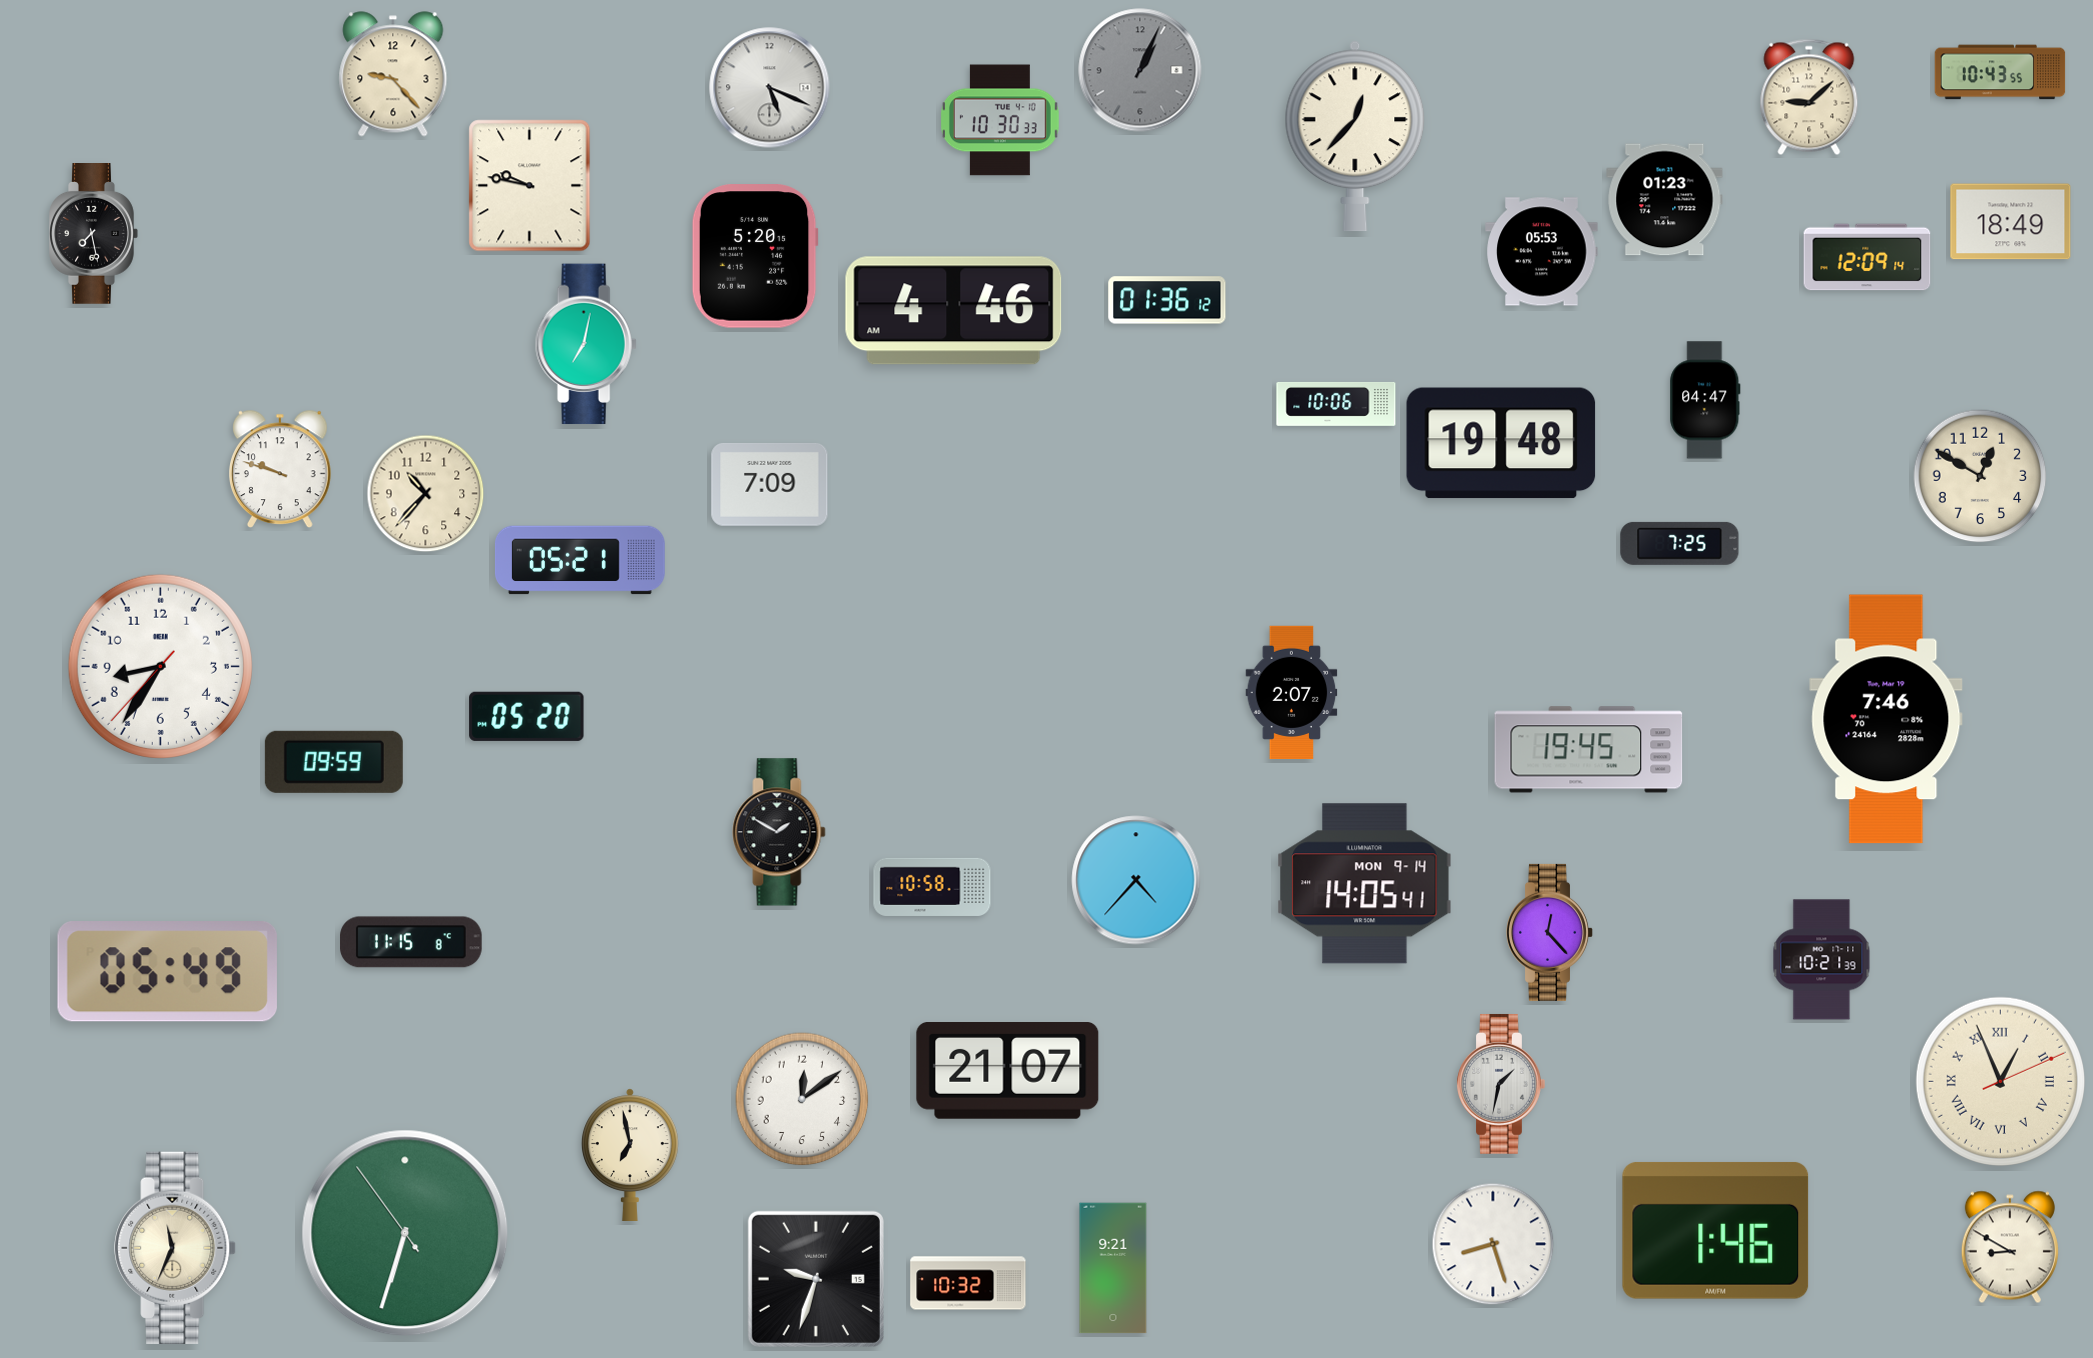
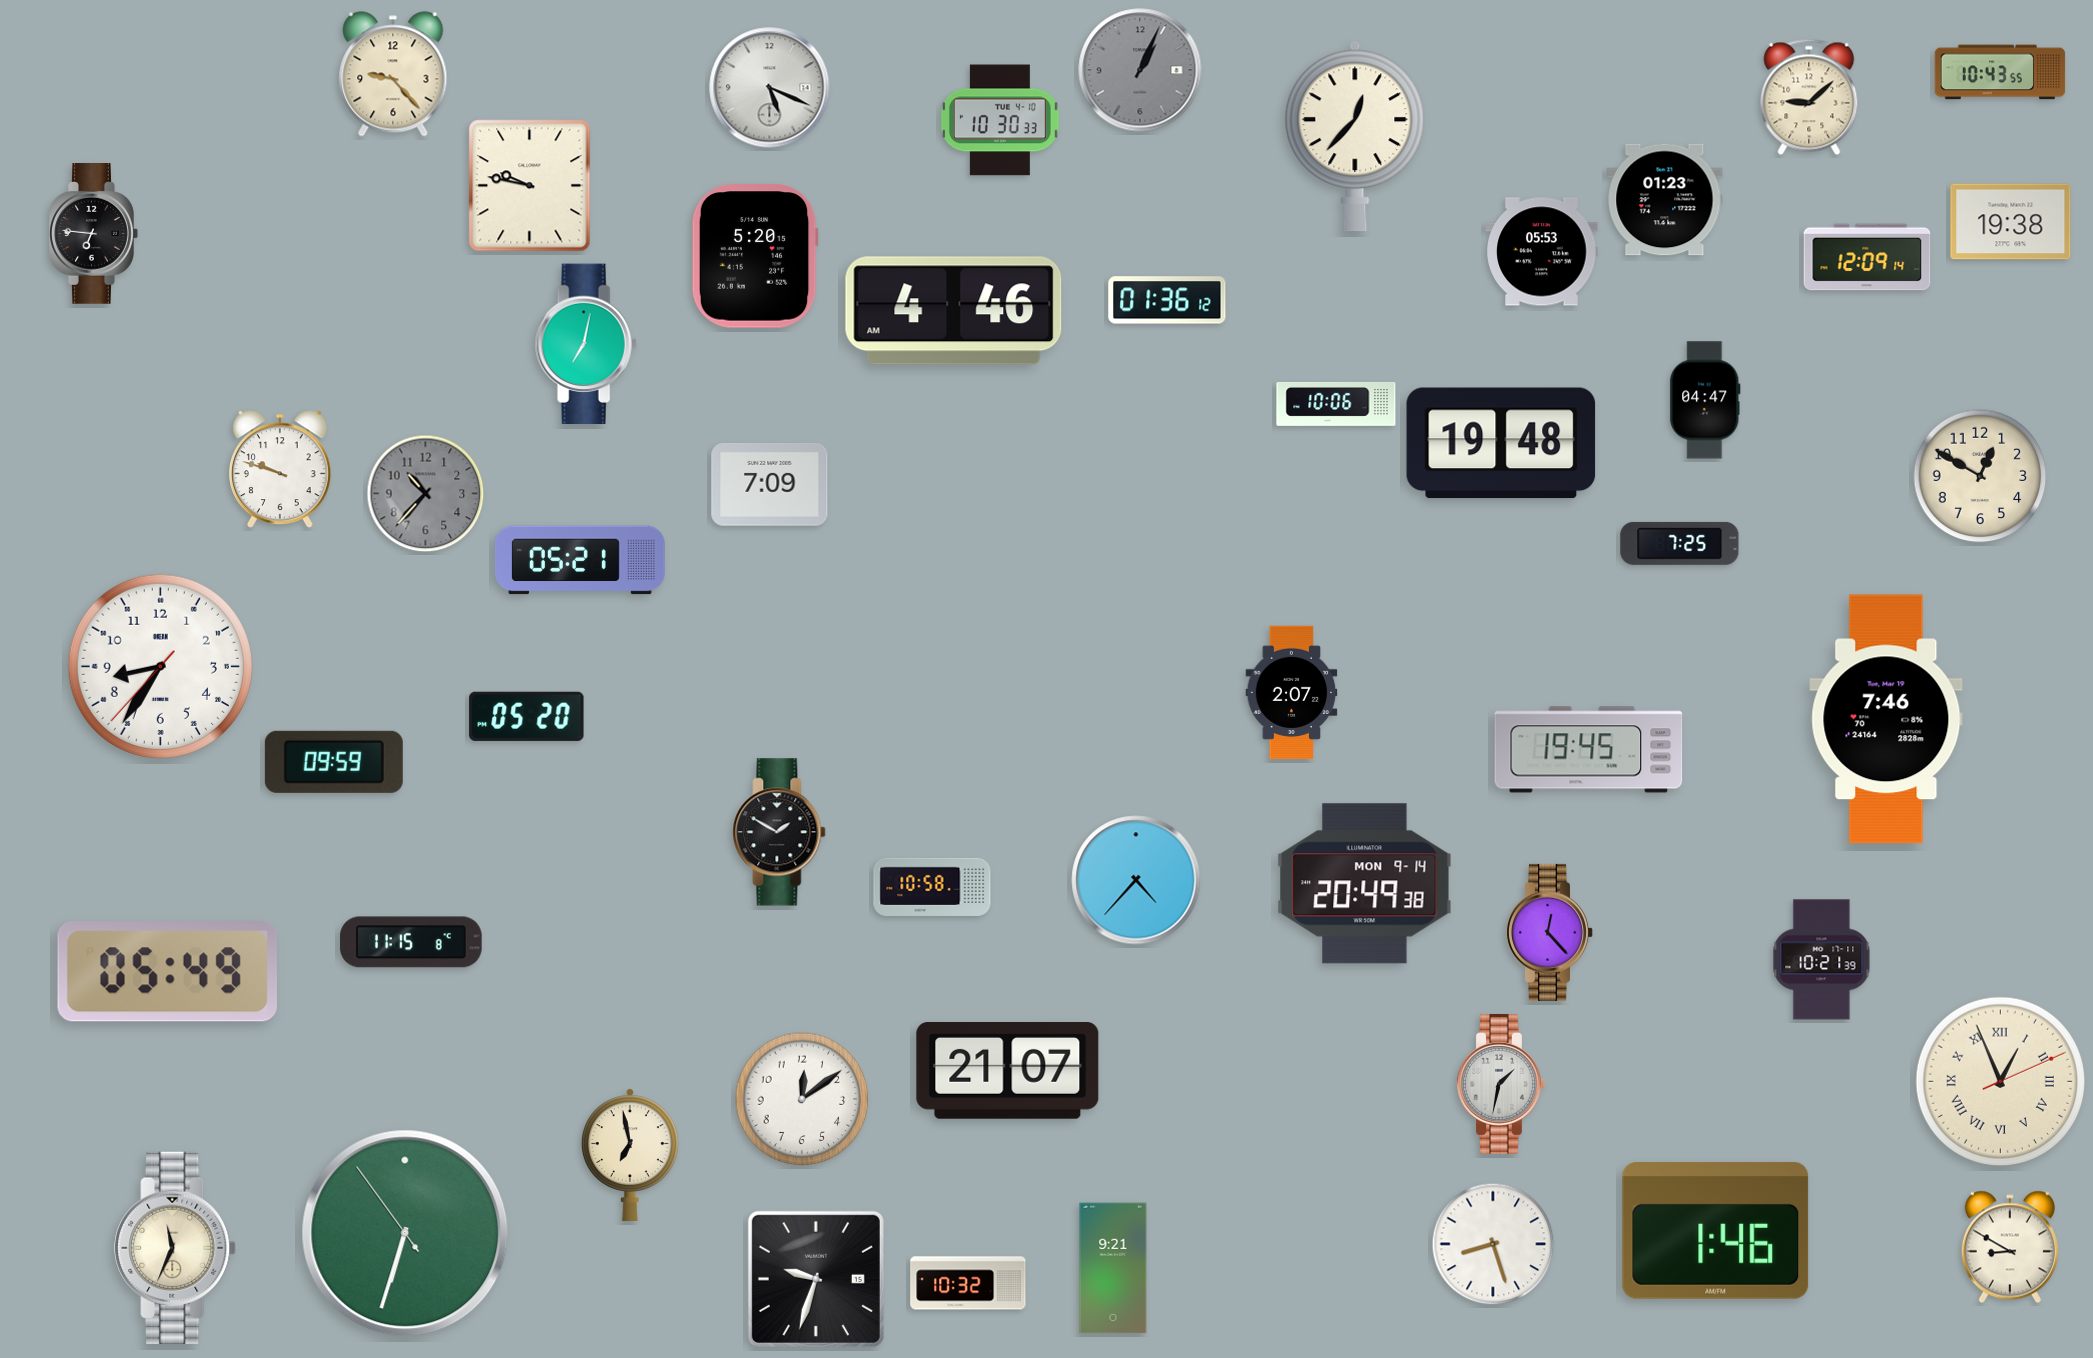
clock at (2011, 222): 18:49 -> 19:38
clock at (94, 234): 7:28 -> 6:46
clock at (426, 494) dial: cream -> grey
clock at (1365, 884): 14:05 -> 20:49
